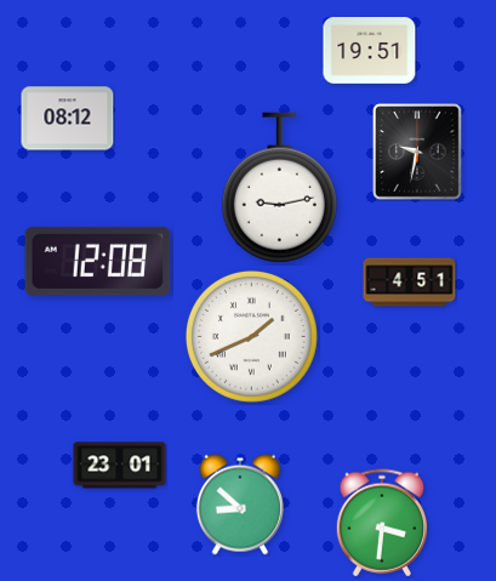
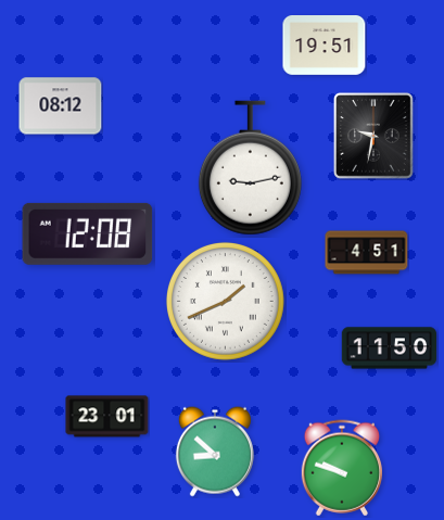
clock at (370, 51) position: (370, 51) -> (325, 46)
clock at (390, 348): none -> 11:50
clock at (381, 523): 3:31 -> 9:48
